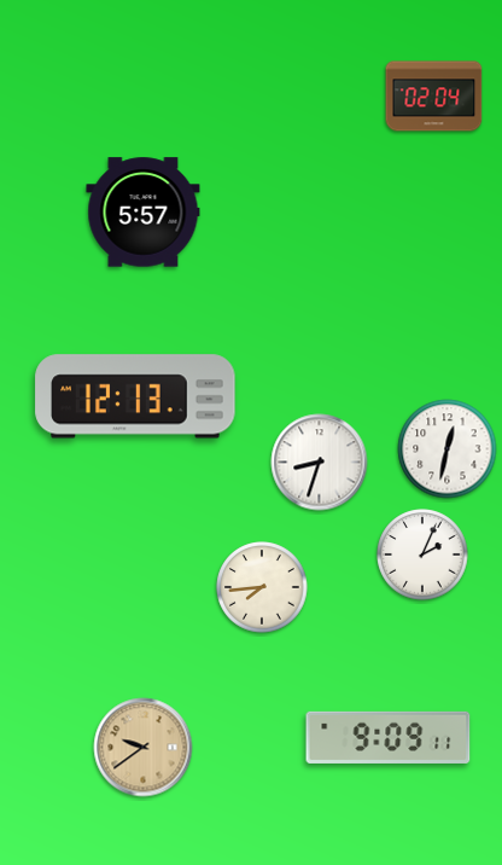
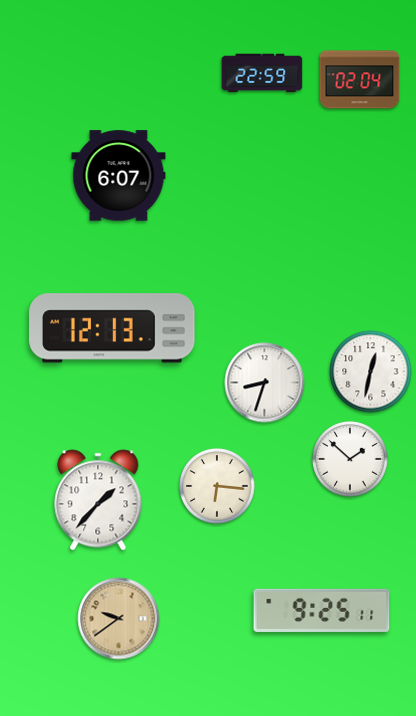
clock at (262, 73): none -> 22:59
clock at (144, 213): 5:57 -> 6:07
clock at (422, 555): 2:04 -> 1:52
clock at (262, 587): 7:44 -> 6:16
clock at (98, 500): none -> 1:37
clock at (389, 737): 9:09 -> 9:25
